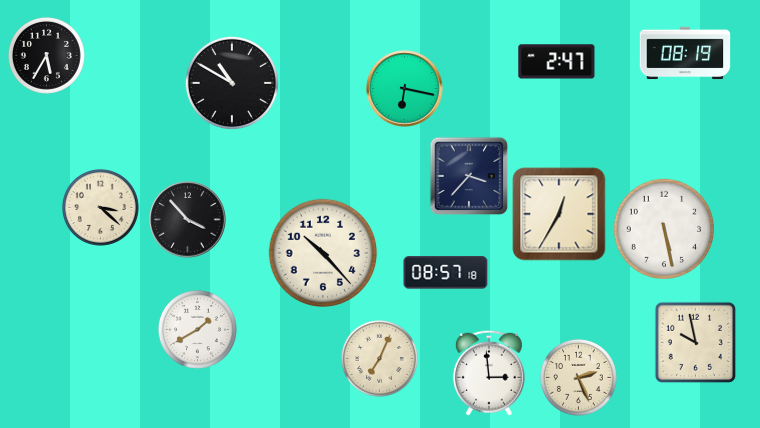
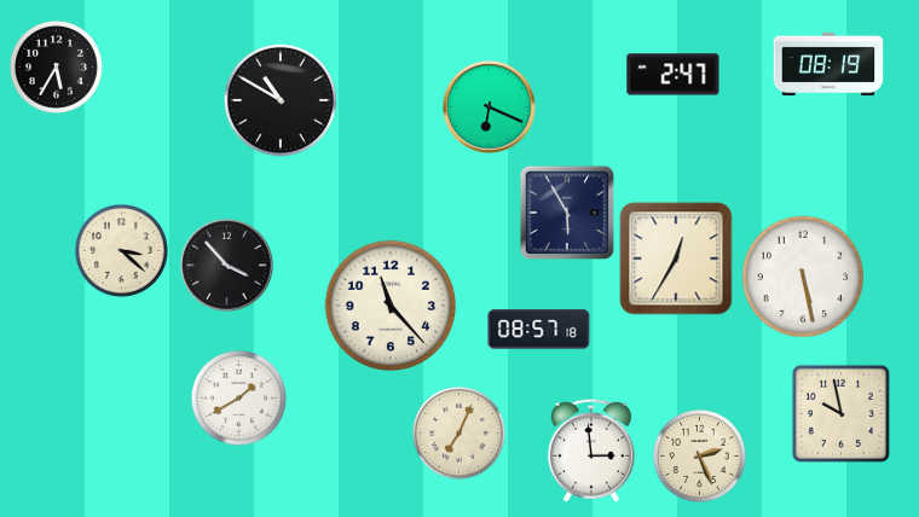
clock at (405, 89): 6:17 -> 6:19
clock at (469, 176): 3:37 -> 5:55
clock at (323, 253): 10:23 -> 11:23
